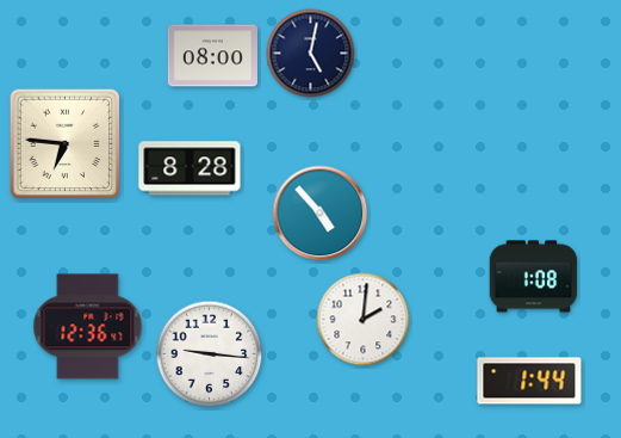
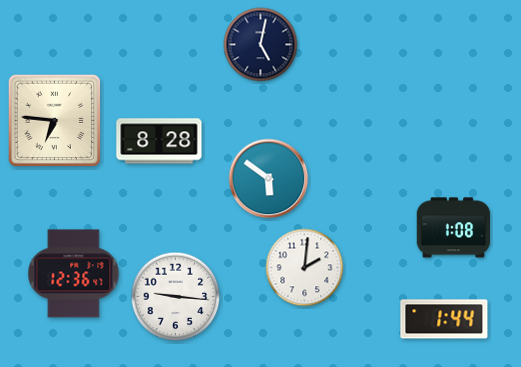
clock at (212, 56): 08:00 -> none
clock at (321, 214): 4:53 -> 5:51
clock at (534, 277) position: (534, 277) -> (454, 228)
